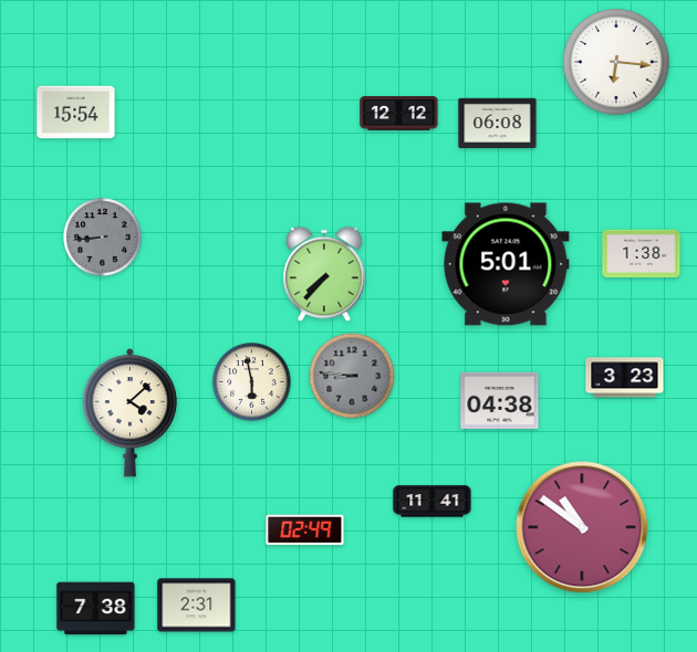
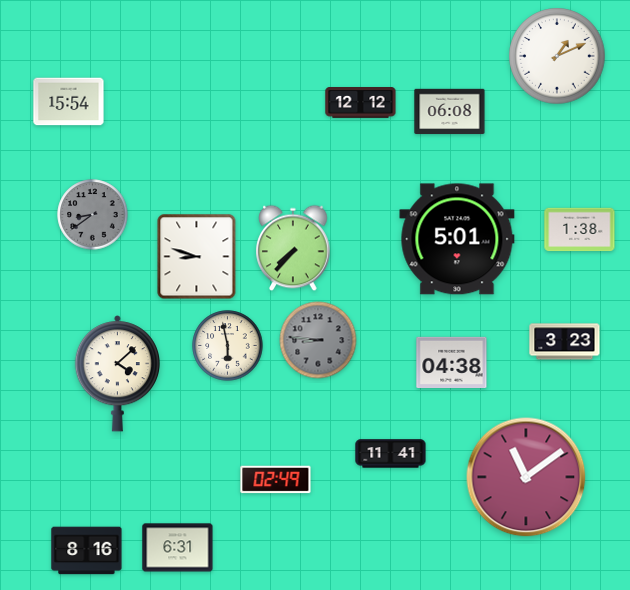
clock at (616, 62): 6:16 -> 1:11
clock at (103, 238): 8:44 -> 8:39
clock at (197, 257): none -> 8:48
clock at (582, 527): 10:51 -> 11:09
clock at (197, 606): 2:31 -> 6:31
clock at (96, 609): 7:38 -> 8:16
